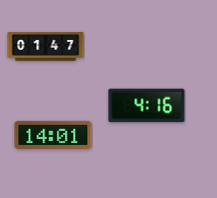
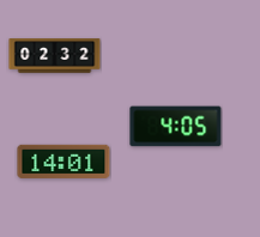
clock at (46, 47): 01:47 -> 02:32
clock at (147, 106): 4:16 -> 4:05
